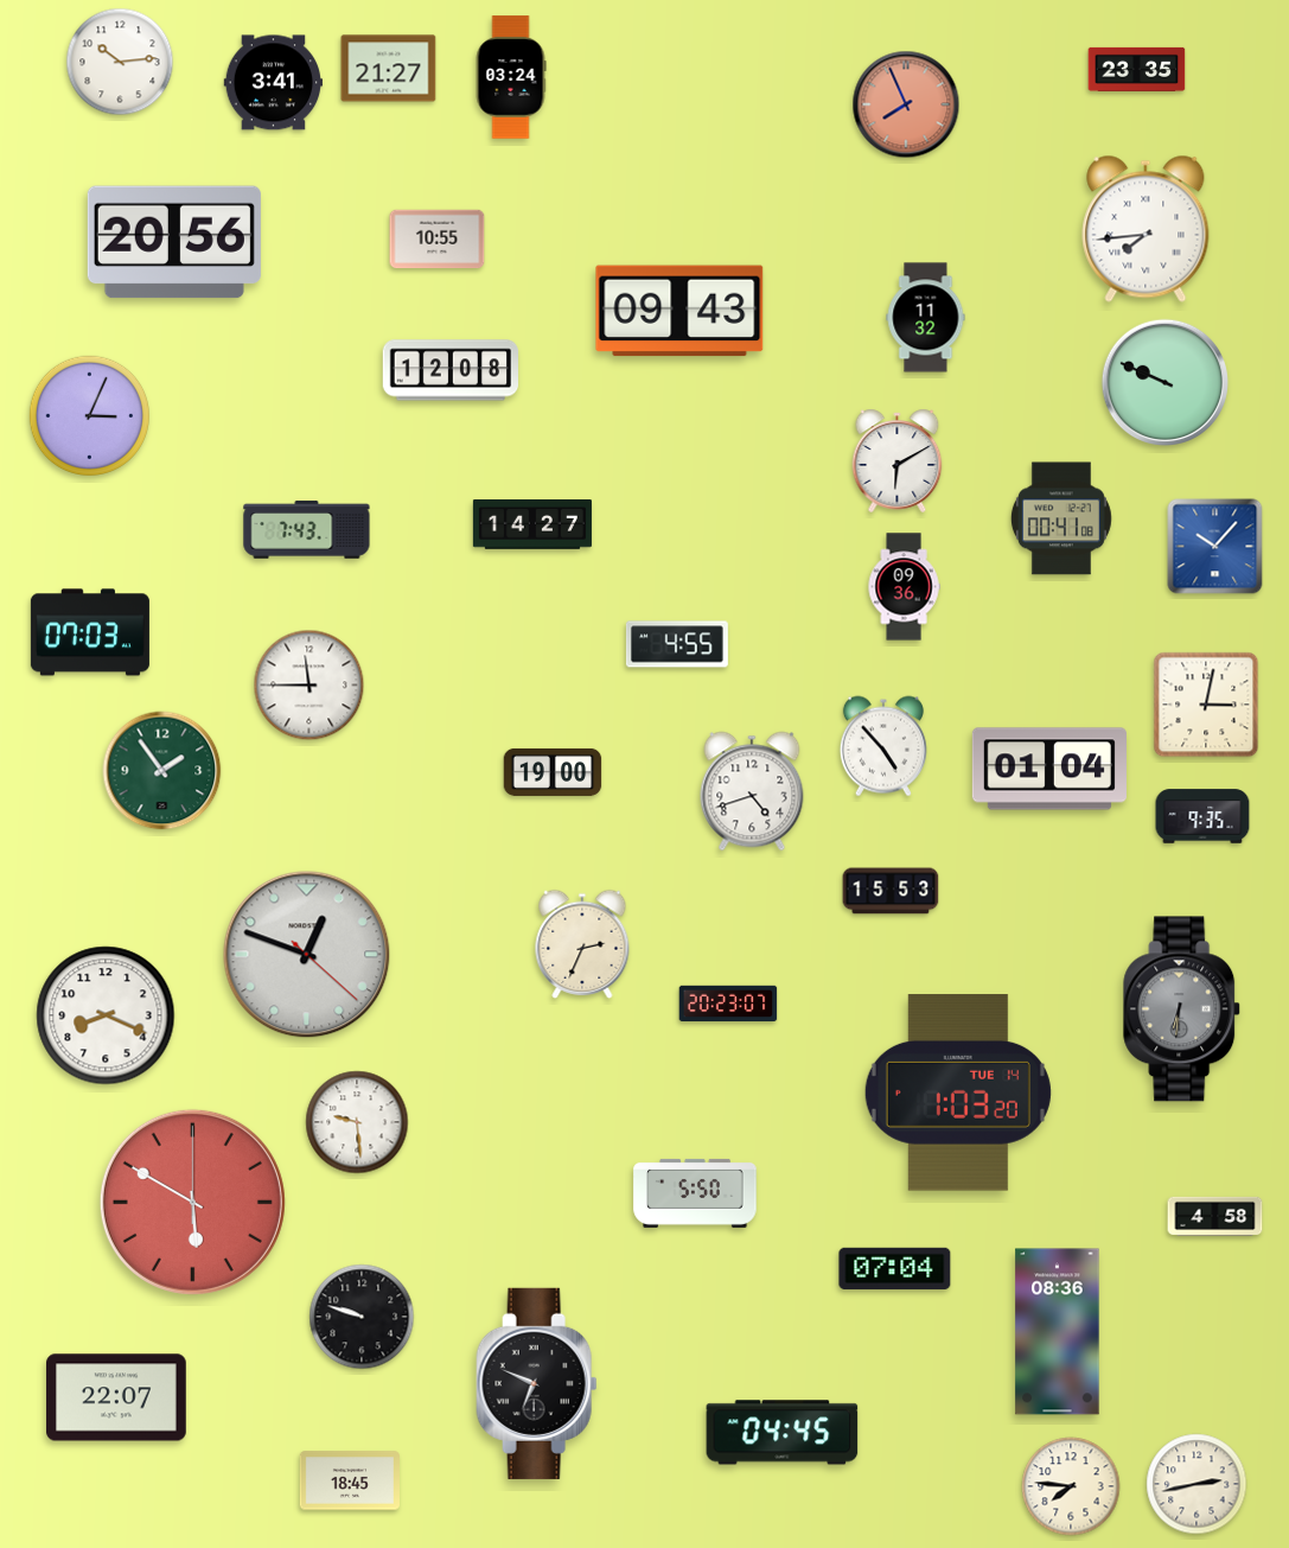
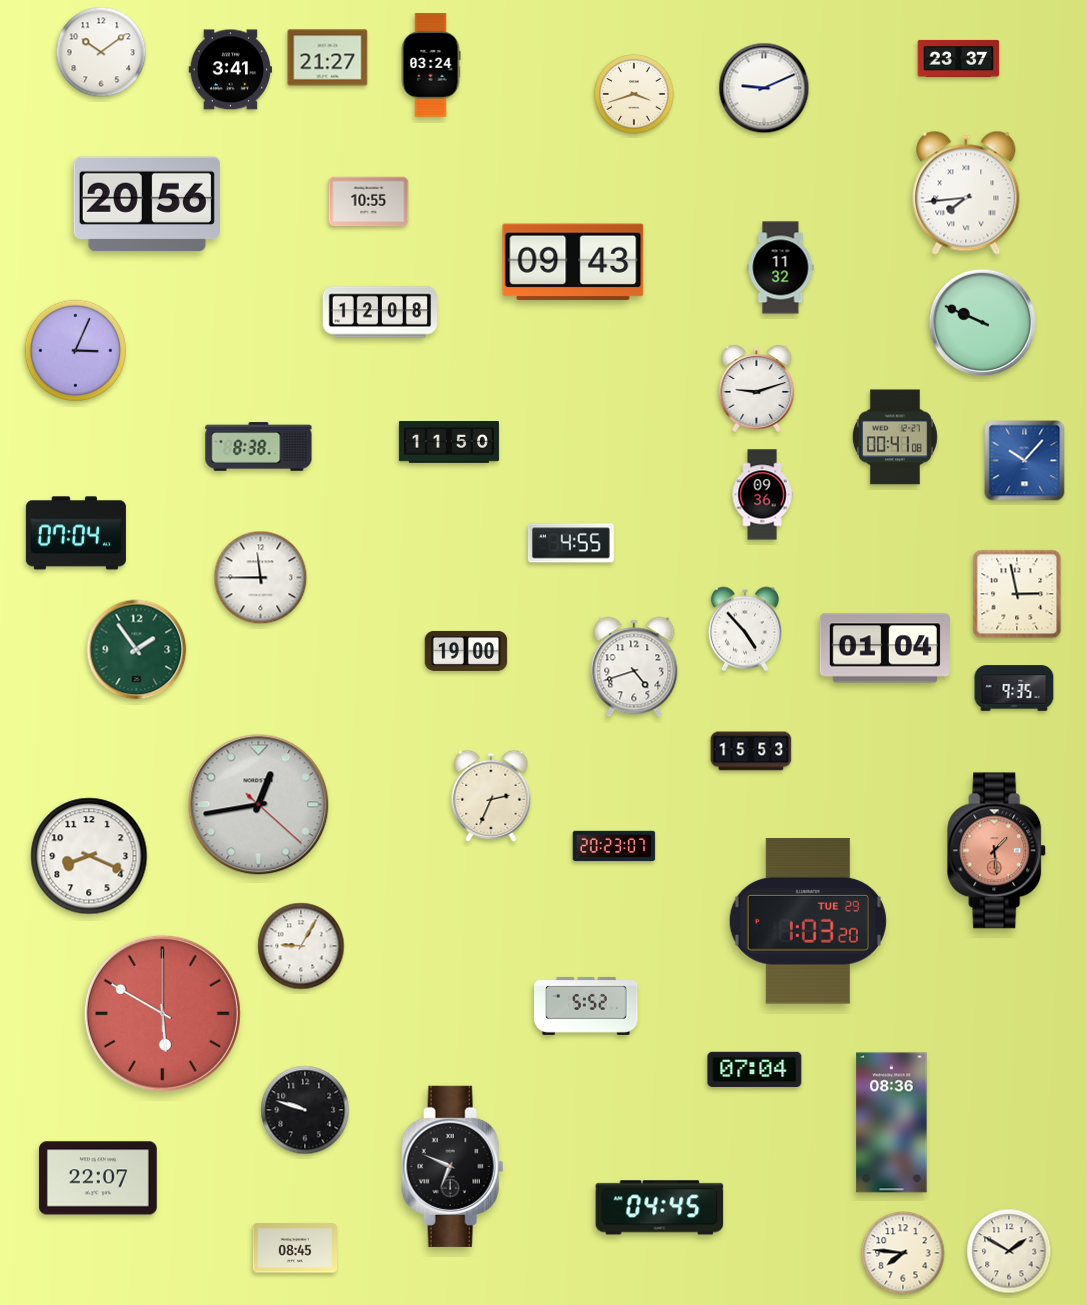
clock at (120, 62): 10:14 -> 10:09
clock at (1137, 69): 23:35 -> 23:37
clock at (906, 104): 7:56 -> 9:11
clock at (906, 104) dial: salmon -> white
clock at (634, 94): none -> 3:42
clock at (898, 460): 6:10 -> 9:12
clock at (532, 524): 14:27 -> 11:50
clock at (307, 530): 7:43 -> 8:38
clock at (90, 632): 07:03 -> 07:04
clock at (1206, 705): 3:02 -> 2:58
clock at (307, 955): 12:48 -> 12:43
clock at (1182, 1009): 6:31 -> 1:29
clock at (1182, 1009) dial: grey -> salmon
clock at (958, 1092) date: TUE 14 -> TUE 29
clock at (357, 1122): 9:29 -> 9:05
clock at (695, 1193): 5:50 -> 5:52
clock at (1215, 1216): 4:58 -> none
clock at (350, 1480): 18:45 -> 08:45
clock at (1197, 1484): 2:43 -> 1:50
